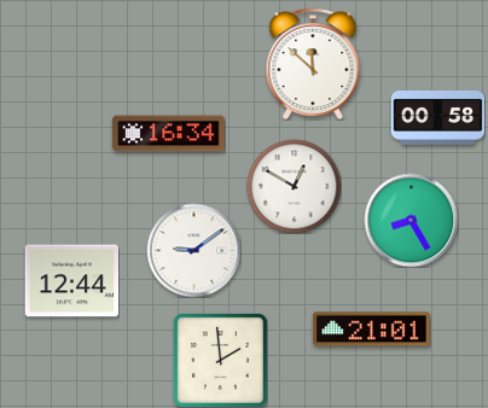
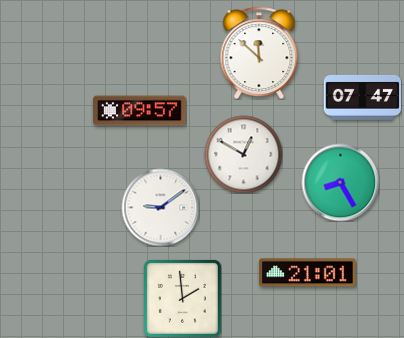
clock at (437, 117): 00:58 -> 07:47
clock at (169, 134): 16:34 -> 09:57
clock at (71, 281): 12:44 -> none
